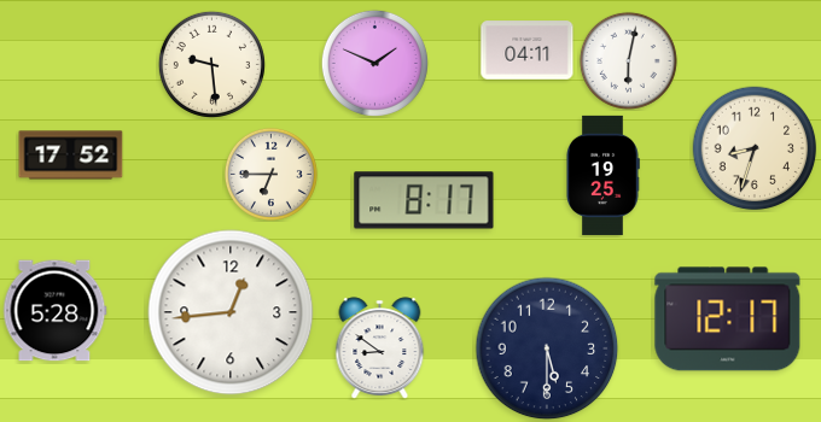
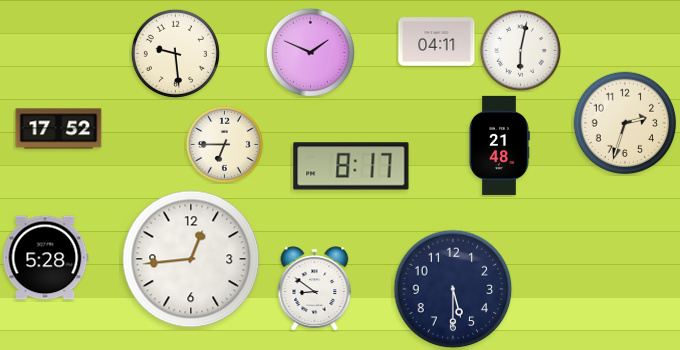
clock at (755, 148): 8:33 -> 2:33
clock at (602, 175): 19:25 -> 21:48
clock at (728, 320): 12:17 -> none
